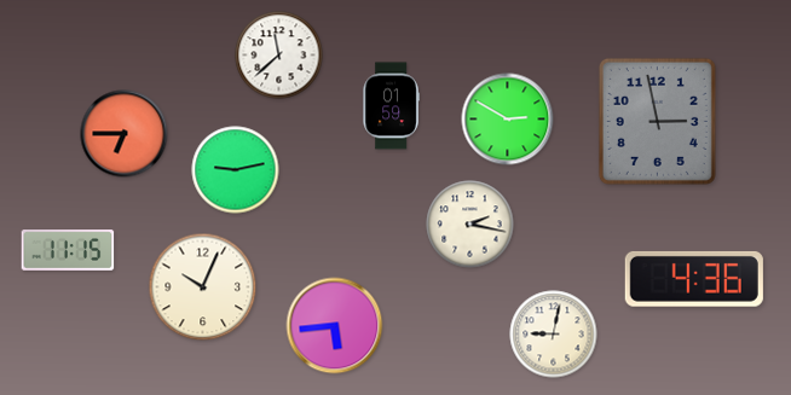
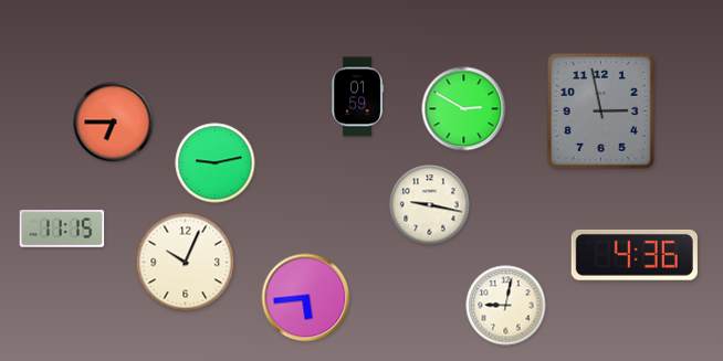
clock at (279, 56): 11:38 -> none
clock at (236, 170) position: (236, 170) -> (216, 163)
clock at (470, 225): 2:17 -> 9:17
